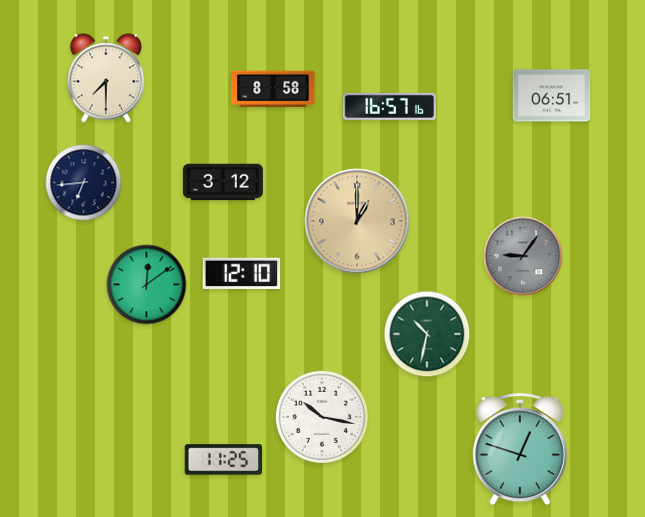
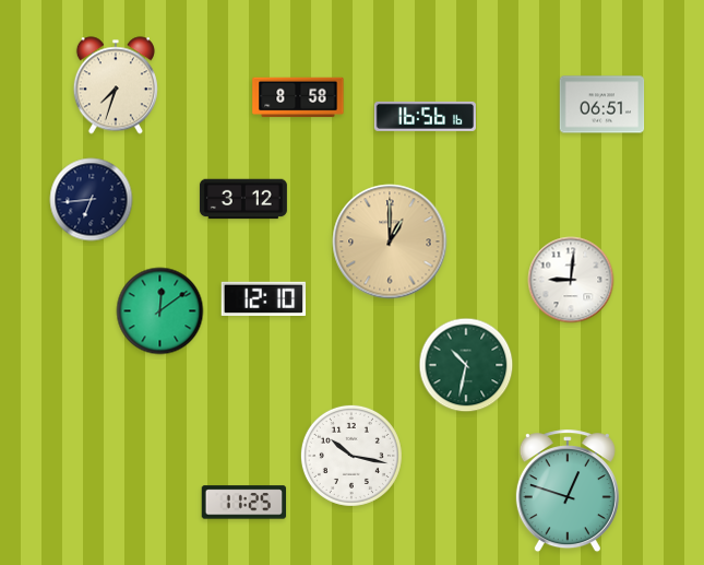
clock at (106, 78): 7:30 -> 7:33
clock at (389, 106): 16:57 -> 16:56
clock at (523, 256): 9:06 -> 9:01
clock at (523, 256) dial: grey -> white
